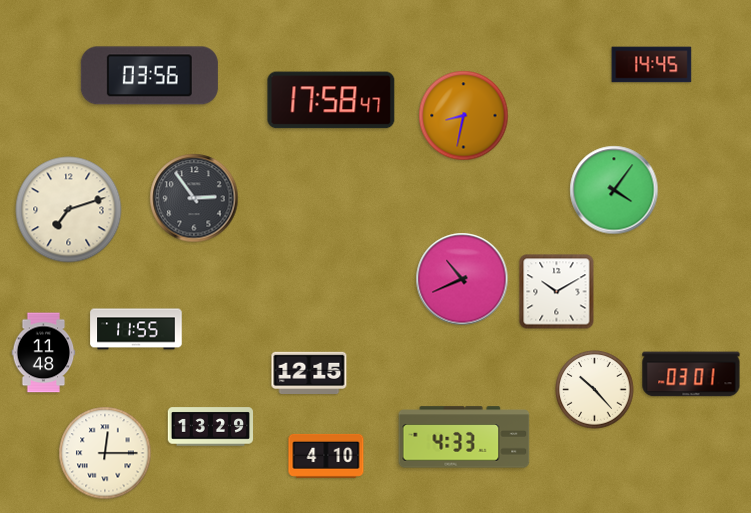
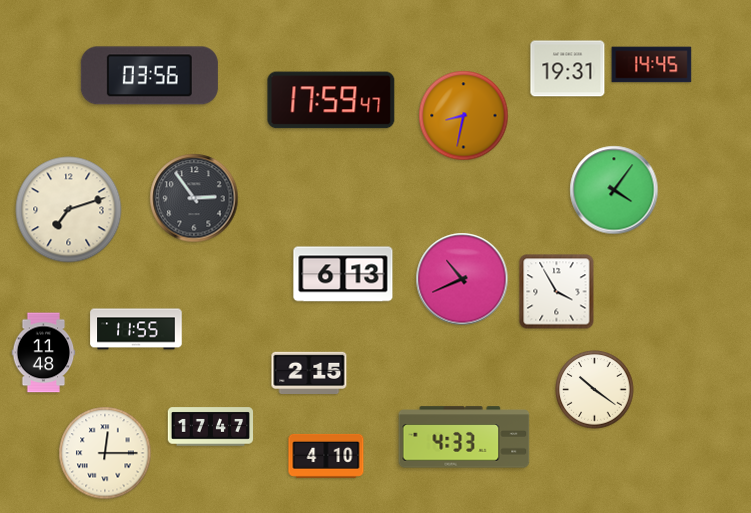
clock at (568, 69): none -> 19:31
clock at (331, 100): 17:58 -> 17:59
clock at (343, 274): none -> 6:13
clock at (557, 292): 10:10 -> 3:55
clock at (309, 373): 12:15 -> 2:15
clock at (691, 374): 03:01 -> none
clock at (595, 390): 10:23 -> 10:21
clock at (211, 427): 13:29 -> 17:47
